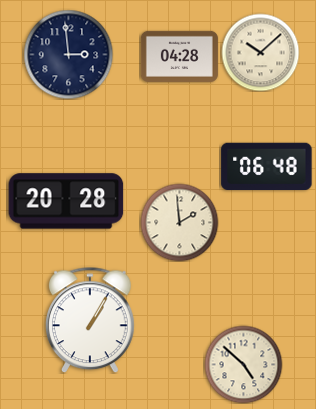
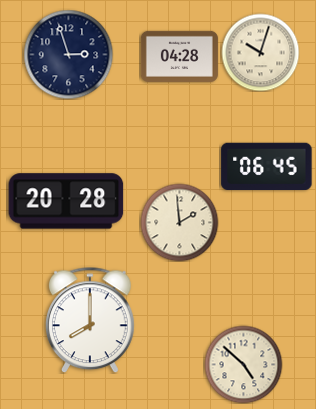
clock at (260, 52): 10:08 -> 10:03
clock at (68, 54): 2:59 -> 2:57
clock at (267, 166): 06:48 -> 06:45
clock at (91, 320): 1:05 -> 8:00
